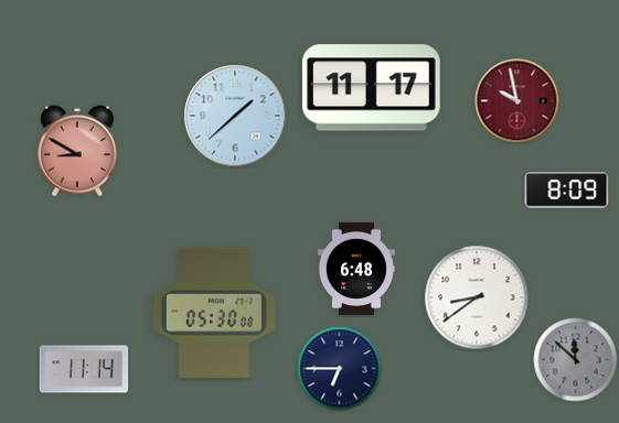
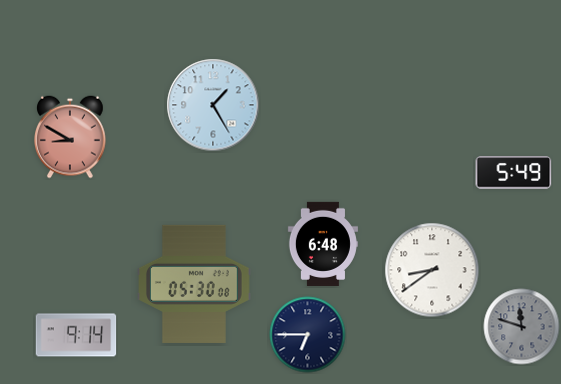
clock at (371, 88): 11:17 -> none
clock at (517, 101): 9:58 -> none
clock at (235, 116): 1:38 -> 1:25
clock at (567, 191): 8:09 -> 5:49
clock at (576, 360): 11:52 -> 11:48
clock at (84, 369): 11:14 -> 9:14
